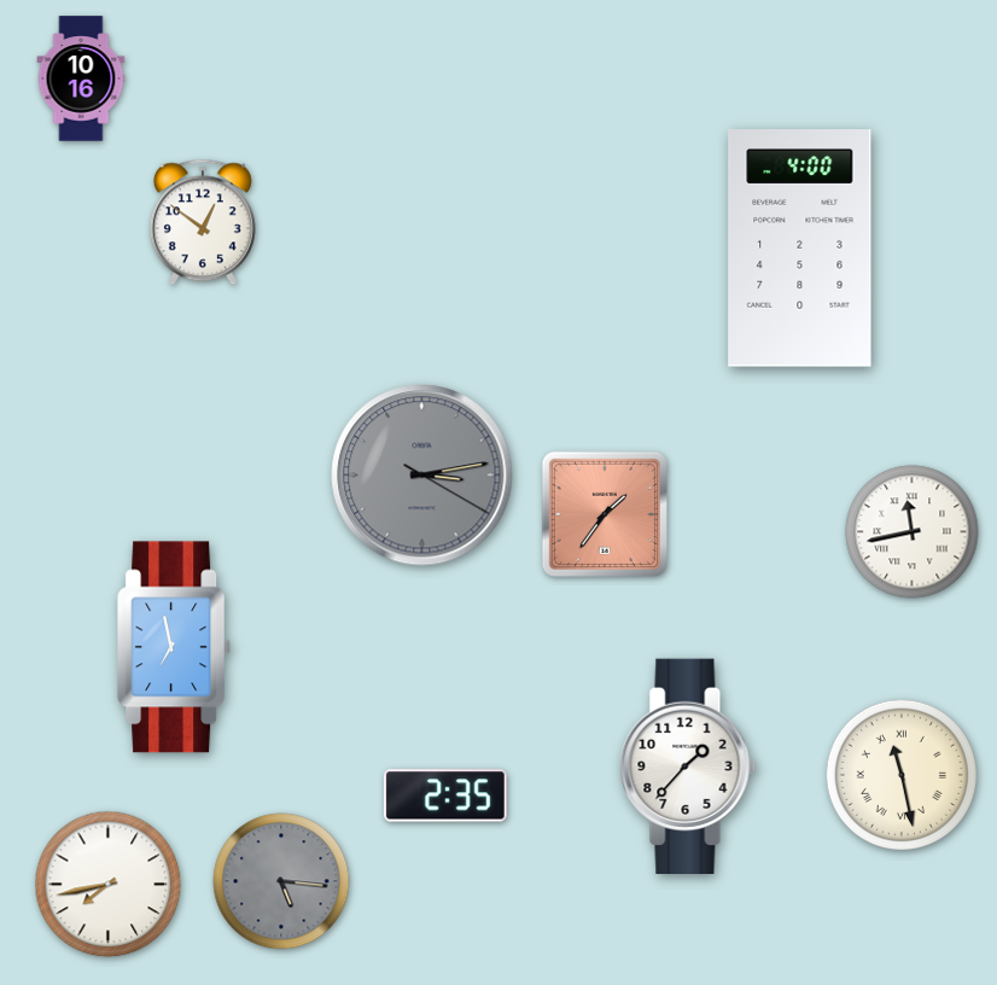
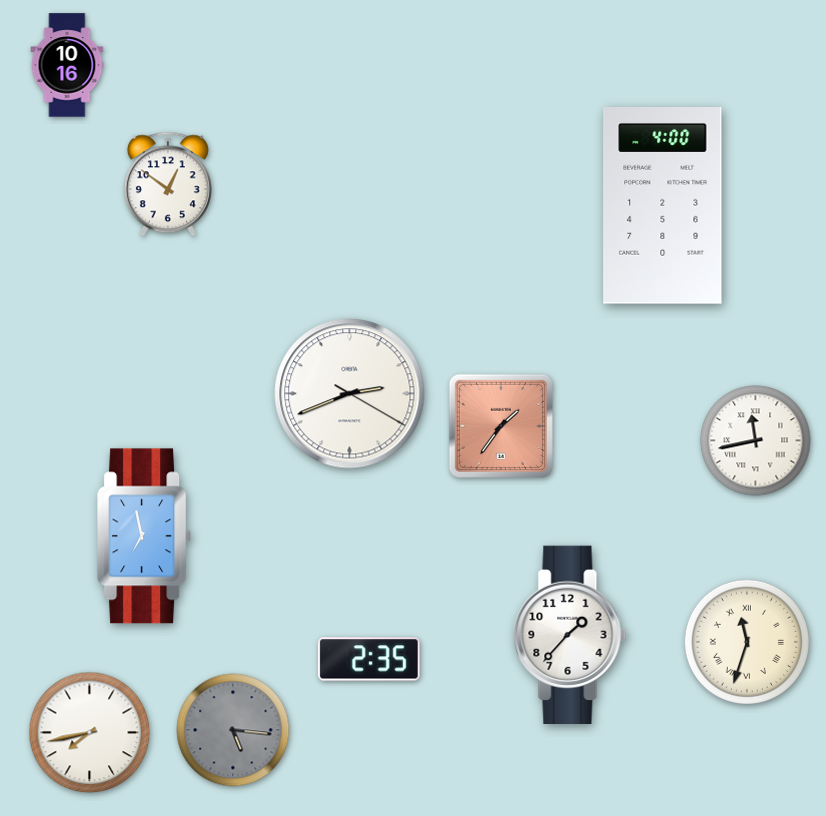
clock at (422, 476): 3:13 -> 2:41
clock at (422, 476) dial: grey -> white
clock at (902, 775): 11:28 -> 11:33
